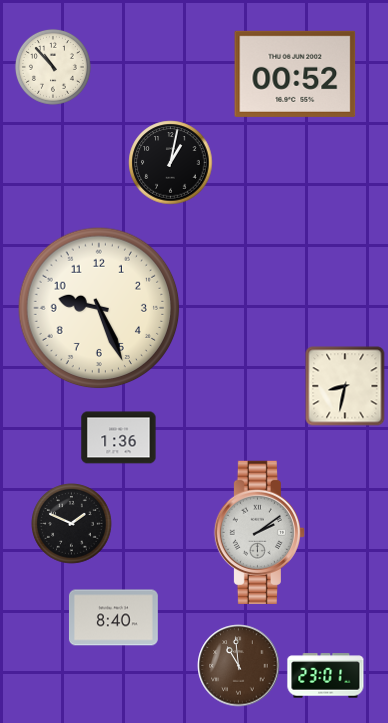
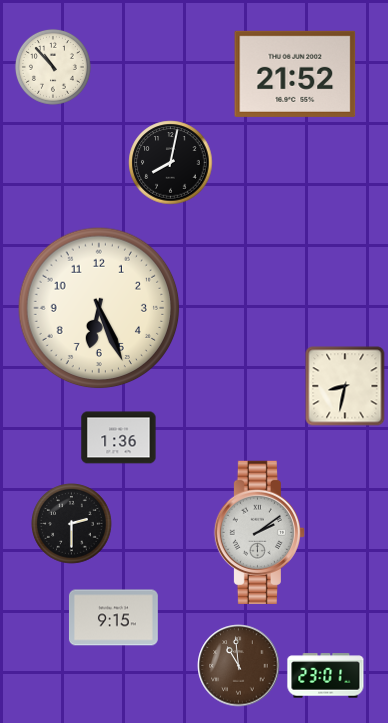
clock at (295, 74): 00:52 -> 21:52
clock at (171, 163): 1:02 -> 8:02
clock at (99, 308): 9:26 -> 6:26
clock at (72, 524): 1:49 -> 2:30
clock at (114, 618): 8:40 -> 9:15
